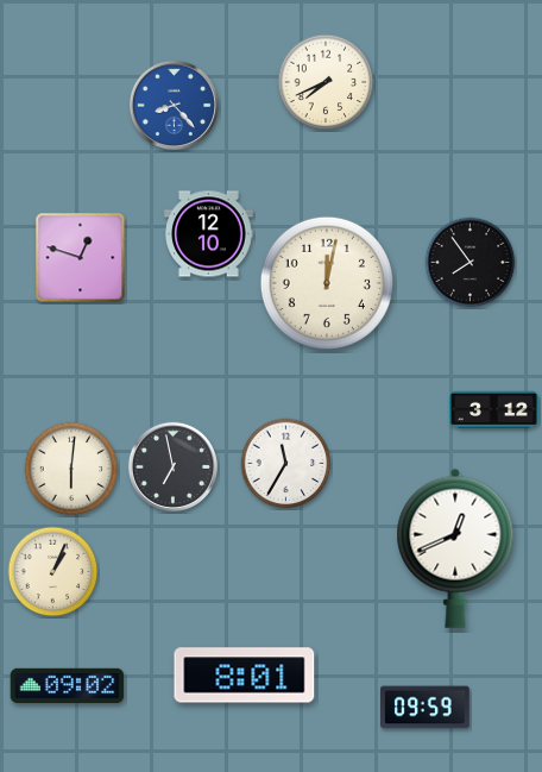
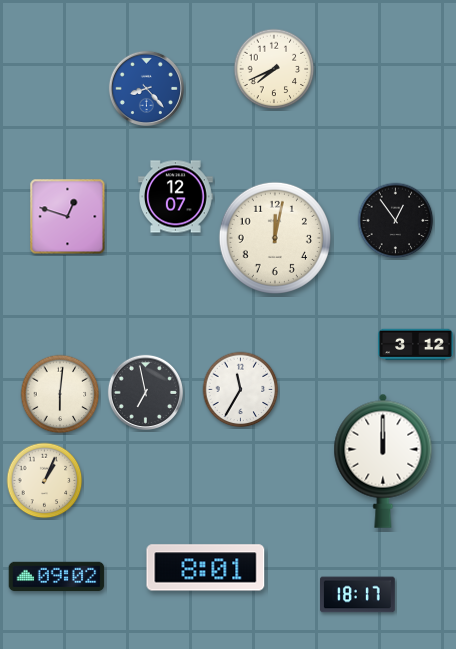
clock at (209, 234): 12:10 -> 12:07
clock at (471, 263): 7:54 -> 12:54
clock at (455, 548): 12:41 -> 12:00
clock at (426, 708): 09:59 -> 18:17
